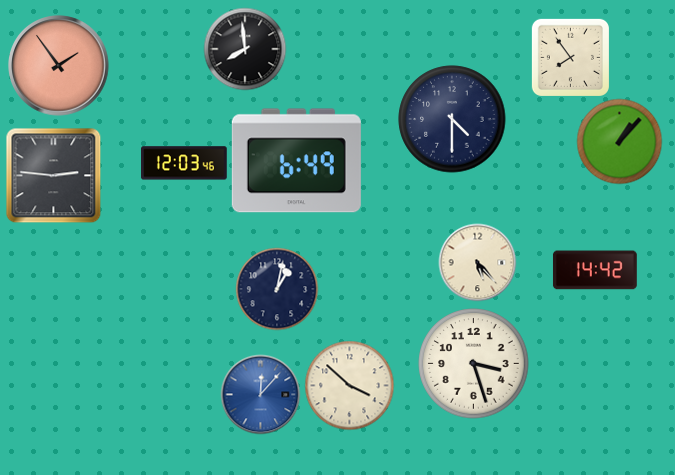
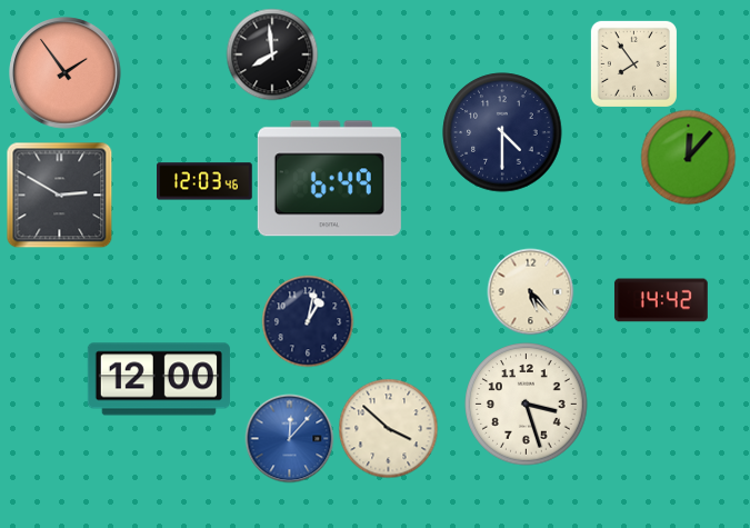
clock at (619, 141): 1:07 -> 12:07
clock at (53, 175): 2:46 -> 2:50
clock at (159, 379): none -> 12:00
